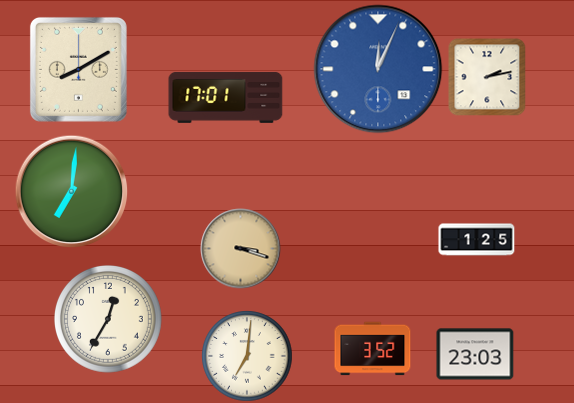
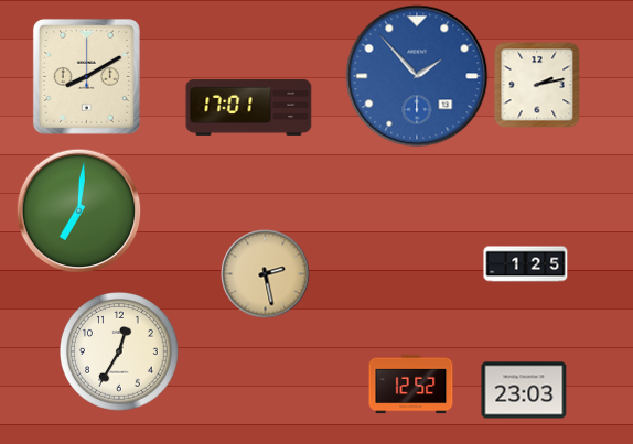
clock at (378, 69): 12:04 -> 1:53
clock at (241, 249): 3:18 -> 2:28
clock at (373, 349): 3:52 -> 12:52
clock at (247, 356): 7:01 -> none
